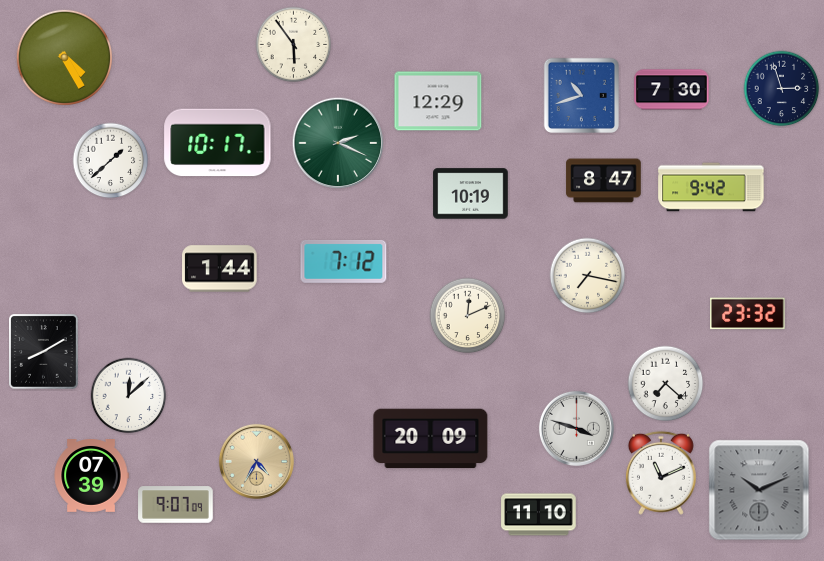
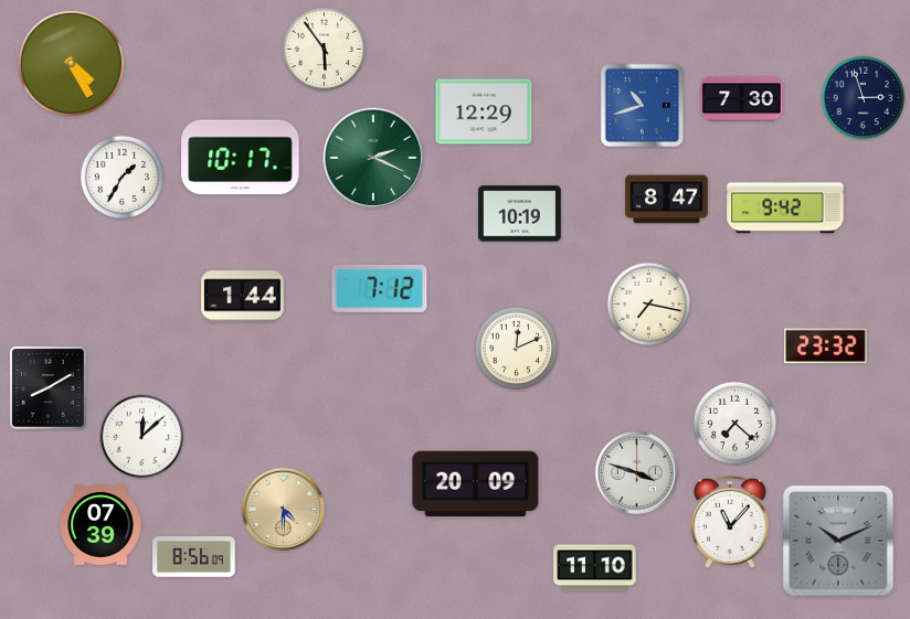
clock at (111, 161): 1:38 -> 1:35
clock at (256, 461): 4:35 -> 4:30
clock at (661, 473): 11:11 -> 11:07
clock at (176, 505): 9:07 -> 8:56
